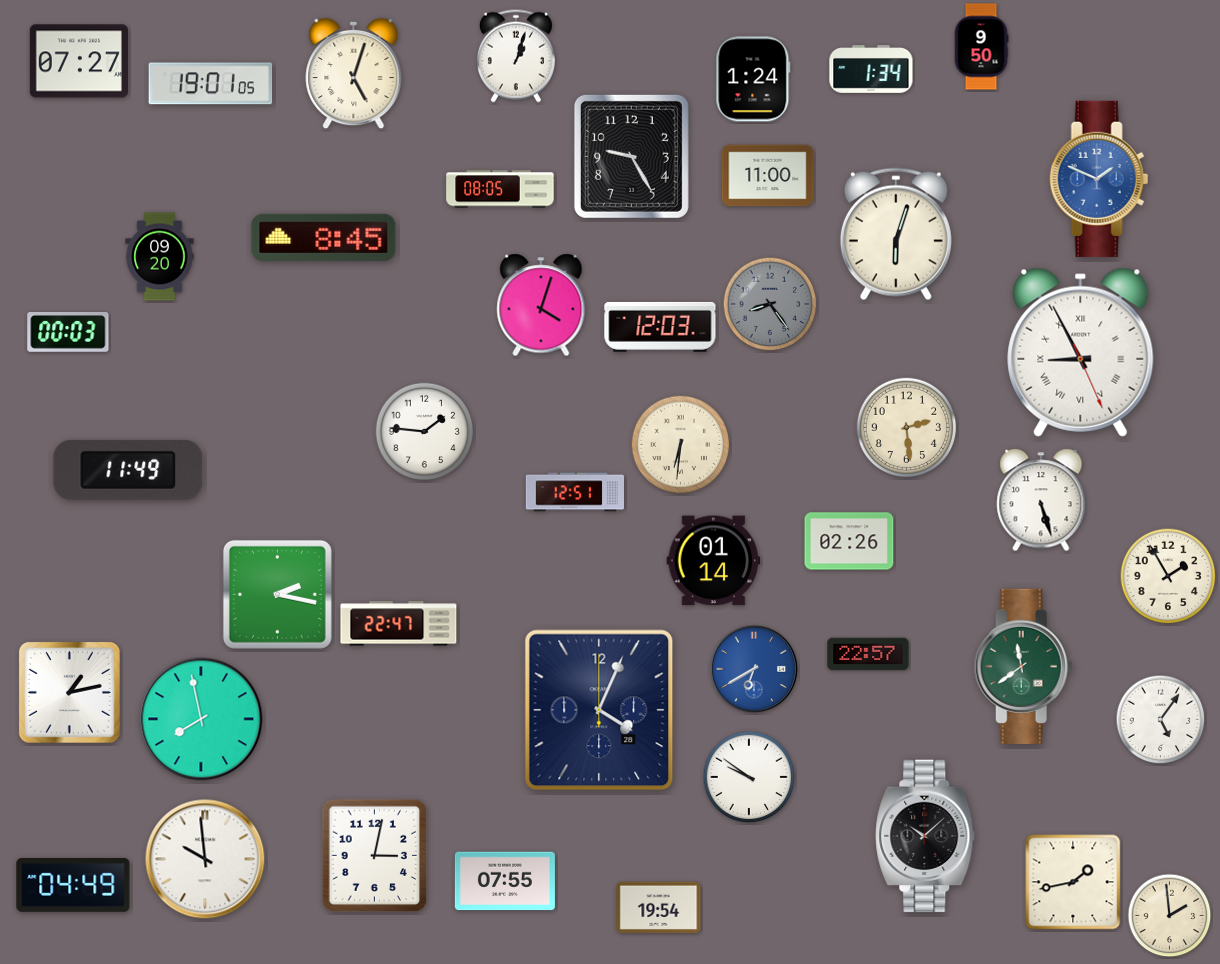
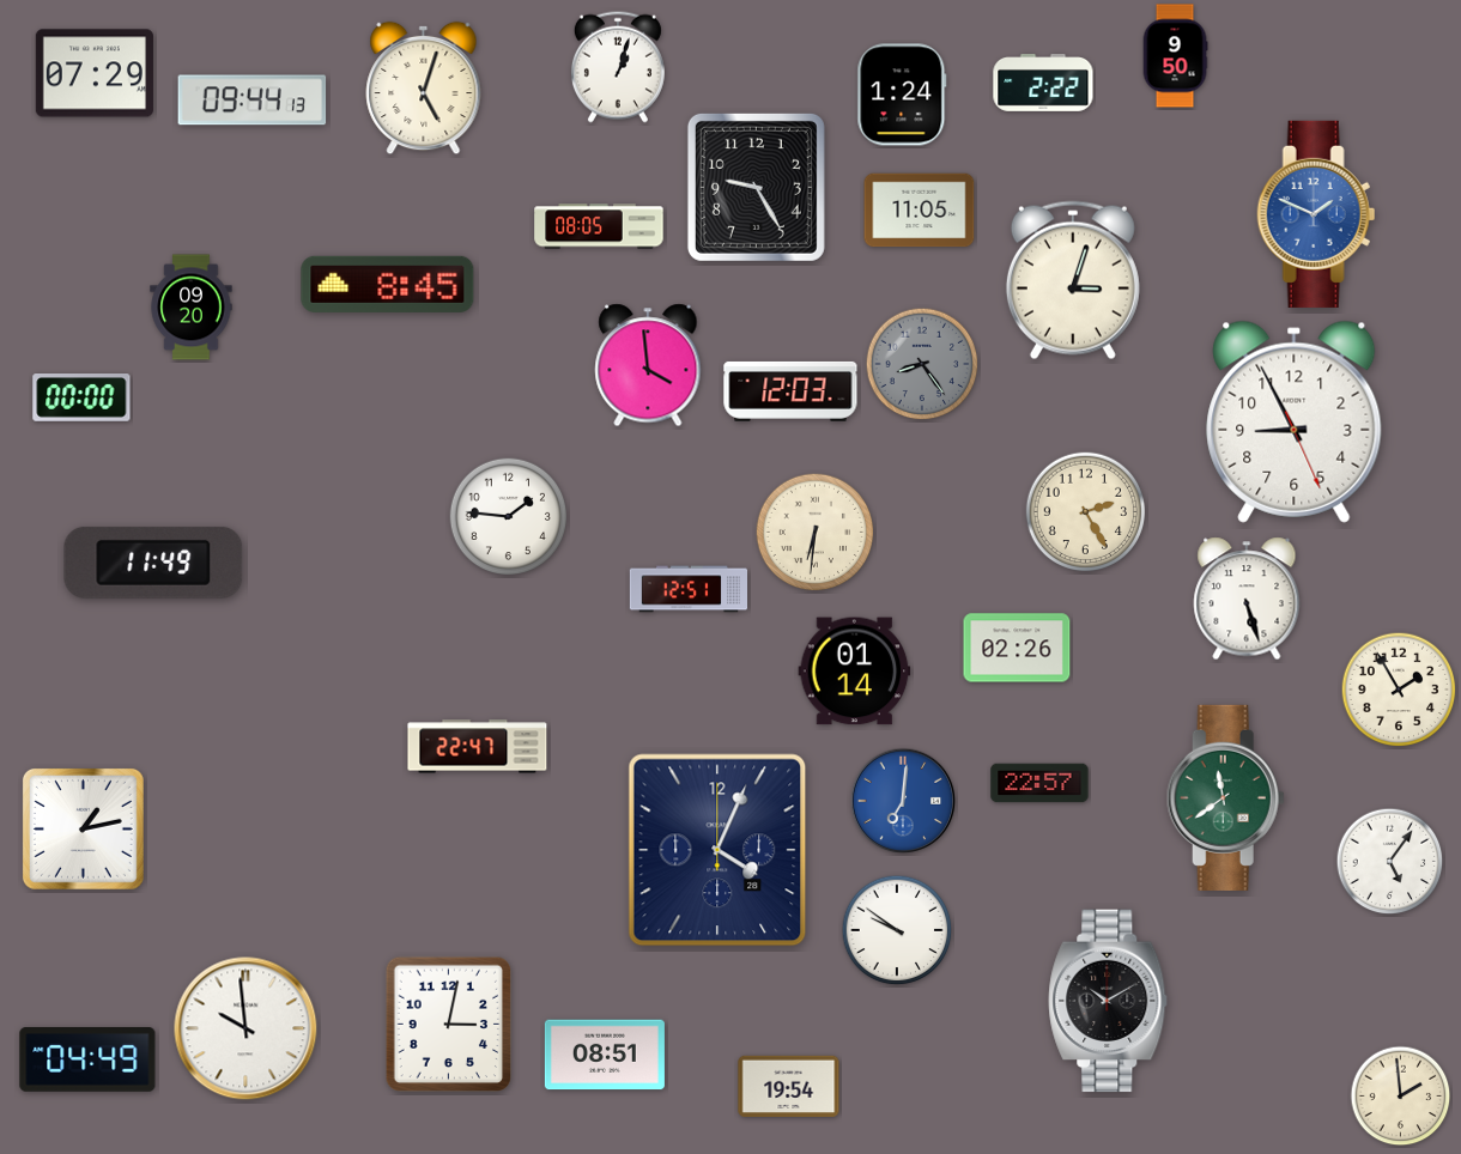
clock at (79, 61): 07:27 -> 07:29
clock at (871, 70): 1:34 -> 2:22
clock at (211, 84): 19:01 -> 09:44
clock at (768, 176): 11:00 -> 11:05
clock at (896, 234): 6:03 -> 3:03
clock at (541, 305): 4:03 -> 3:59
clock at (68, 333): 00:03 -> 00:00
clock at (1081, 352) numerals: Roman -> Arabic
clock at (907, 428): 2:29 -> 2:25
clock at (277, 594): 2:17 -> none
clock at (754, 669): 6:40 -> 7:01
clock at (201, 719): 7:58 -> none
clock at (925, 836): 10:08 -> 10:10
clock at (505, 881): 07:55 -> 08:51
clock at (1073, 882): 1:43 -> none
